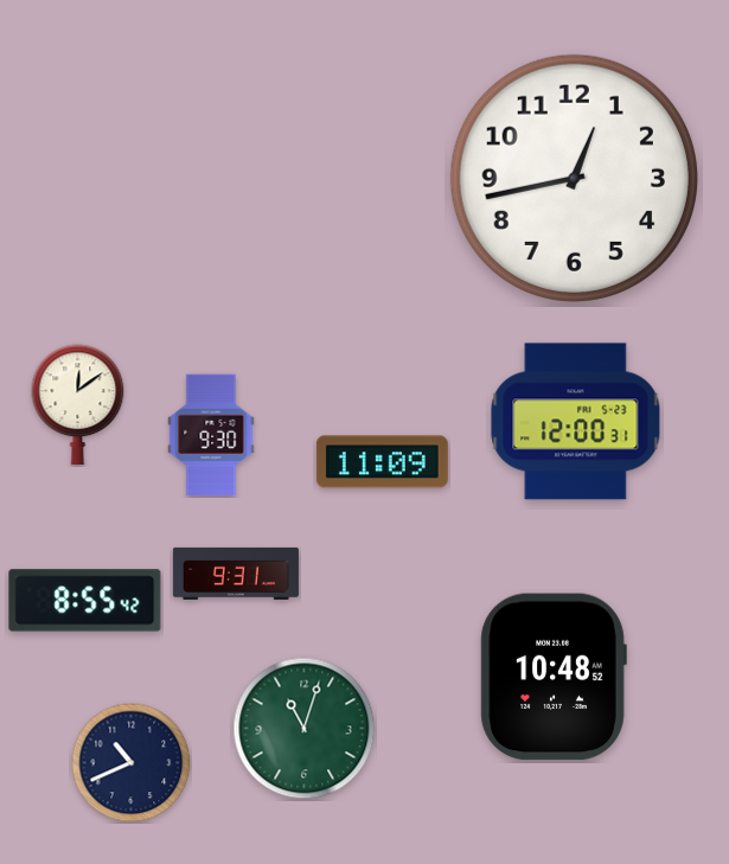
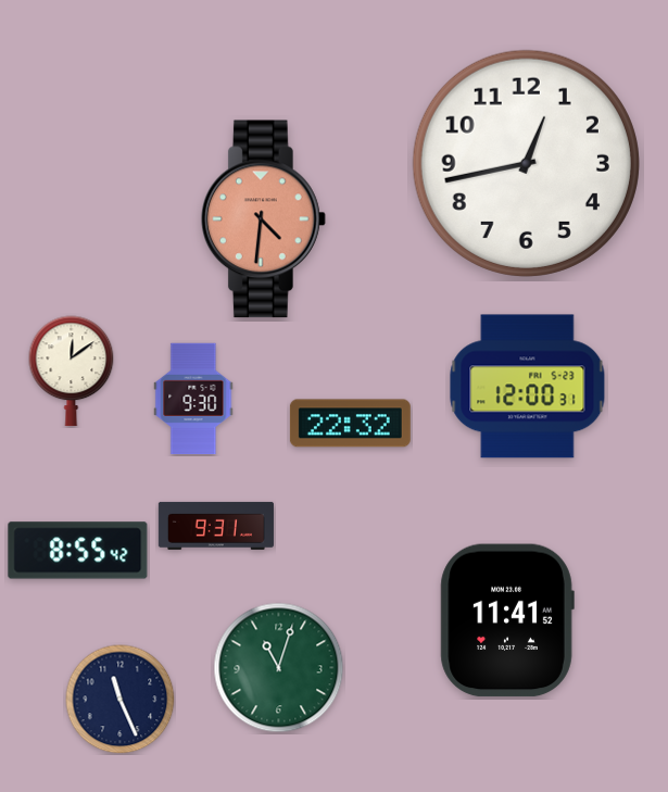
clock at (263, 219): none -> 4:31
clock at (382, 462): 11:09 -> 22:32
clock at (554, 677): 10:48 -> 11:41
clock at (132, 763): 10:41 -> 11:26
